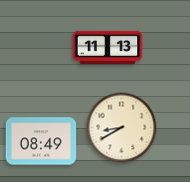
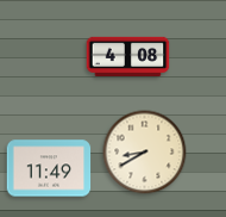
clock at (108, 48): 11:13 -> 4:08
clock at (41, 141): 08:49 -> 11:49
